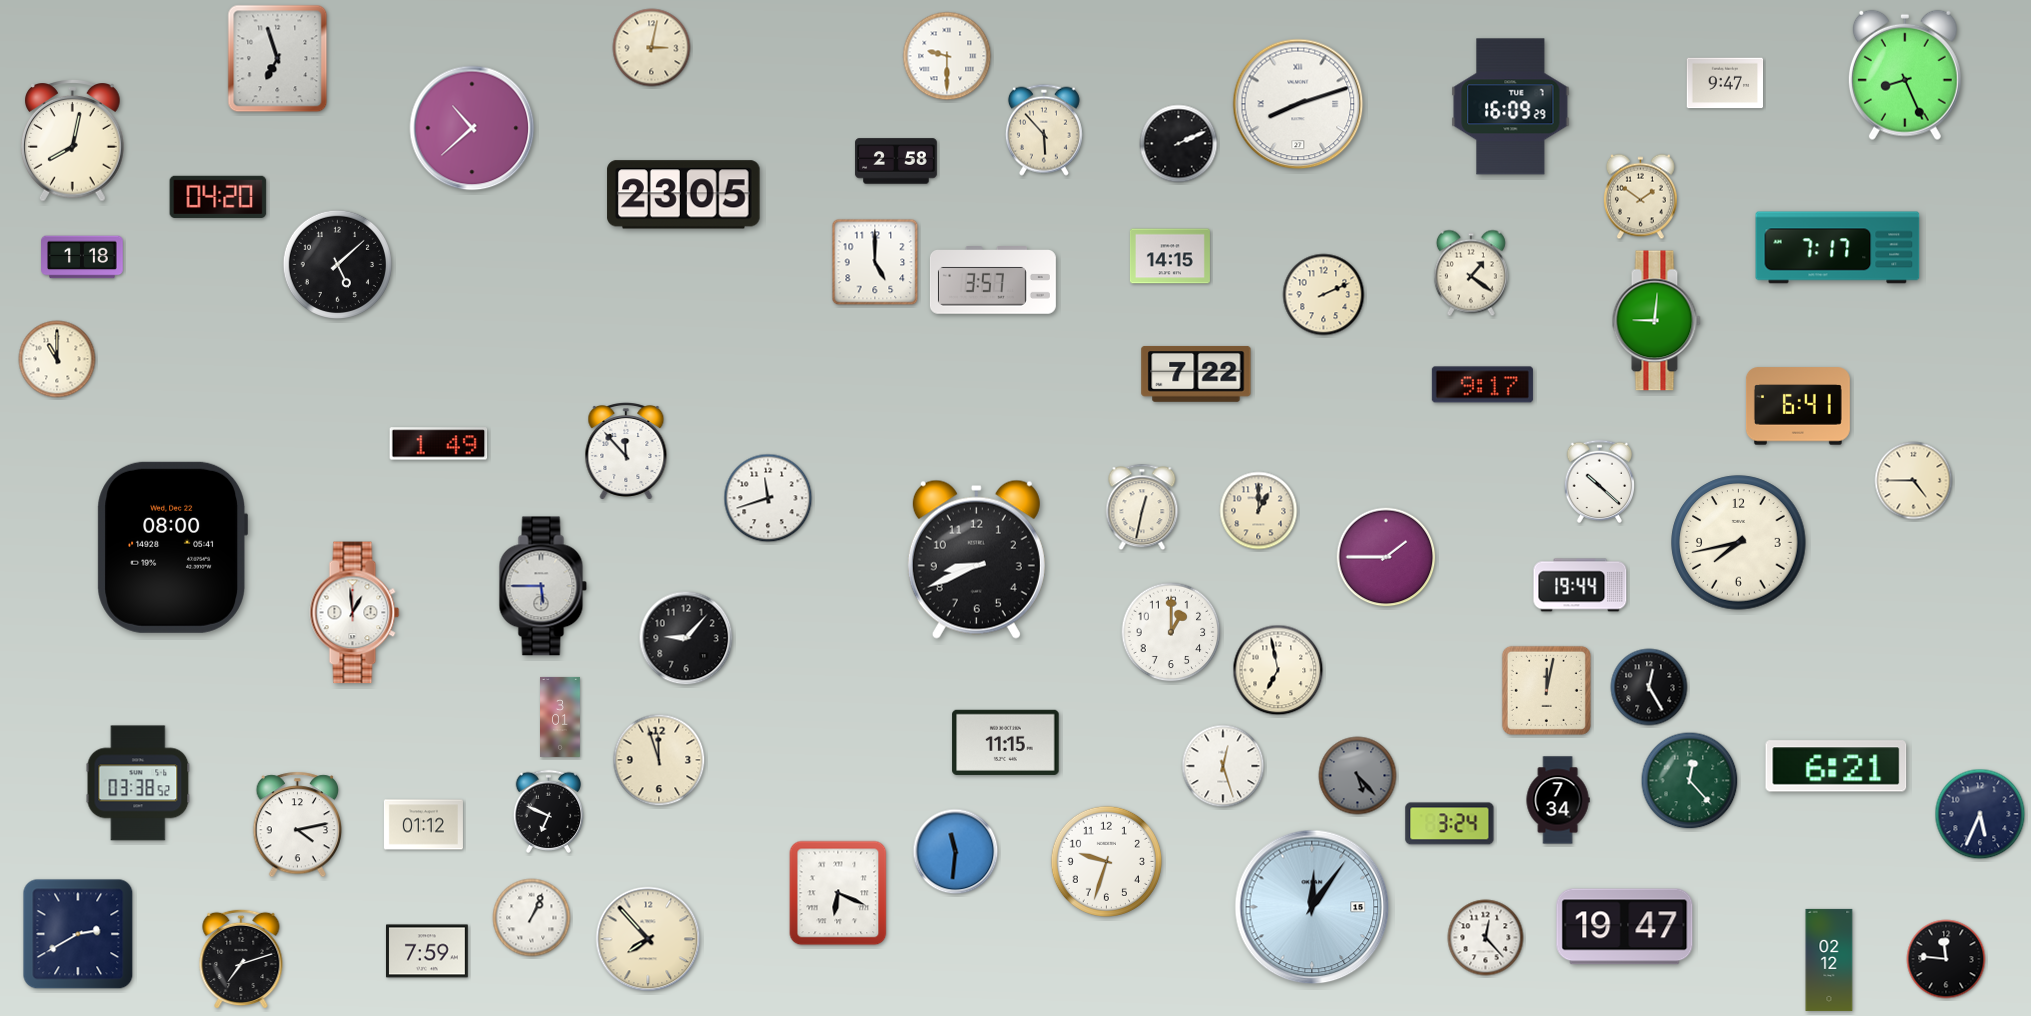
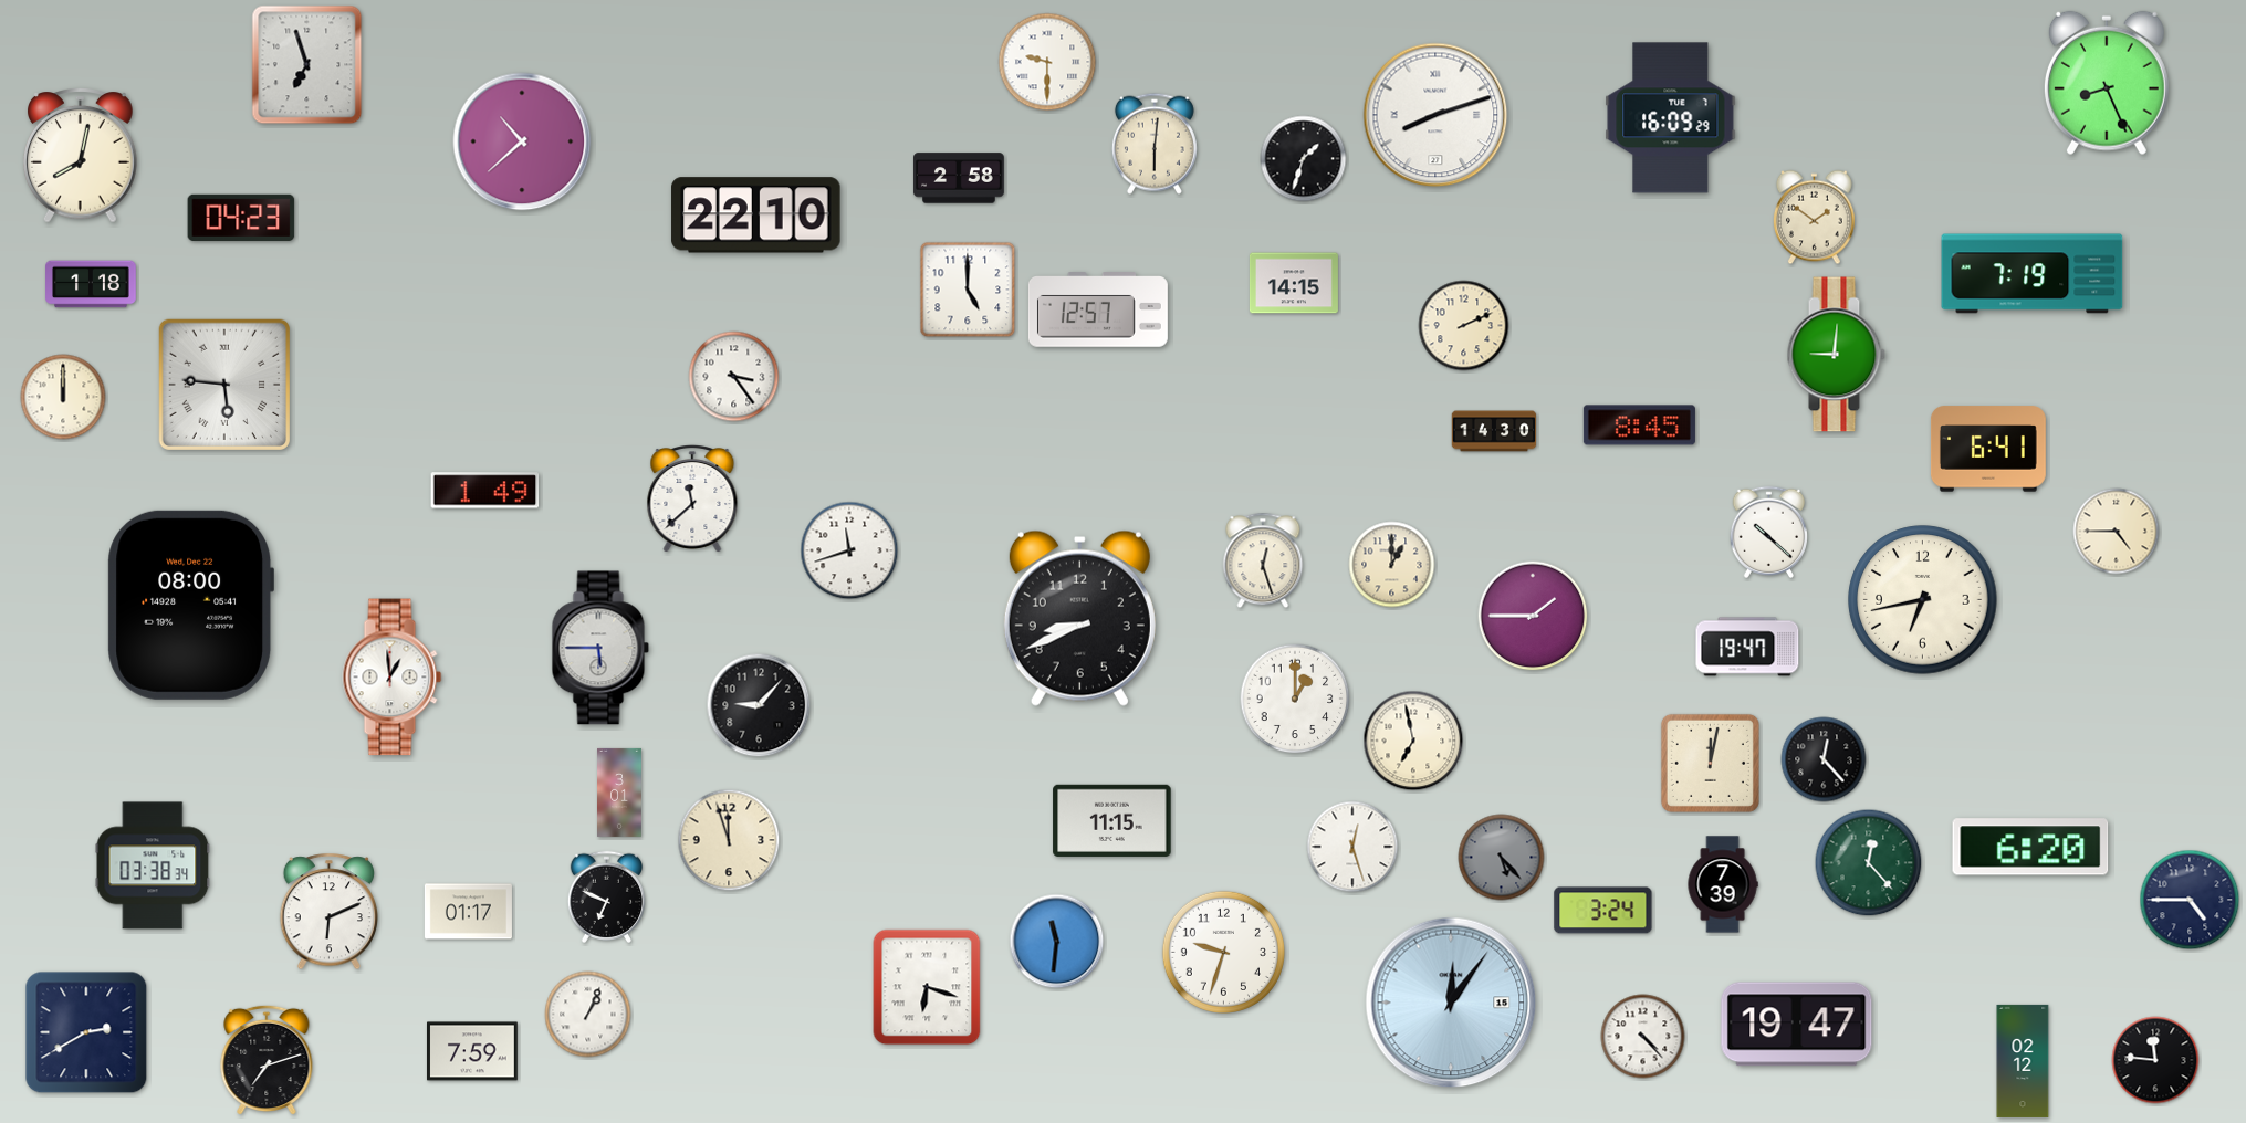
clock at (652, 48): 3:02 -> none
clock at (1725, 83): 9:47 -> none
clock at (1044, 130): 5:53 -> 6:01
clock at (1179, 144): 2:11 -> 1:33
clock at (896, 161) position: (896, 161) -> (959, 178)
clock at (684, 195): 23:05 -> 22:10
clock at (218, 197): 04:20 -> 04:23
clock at (1838, 248): 7:17 -> 7:19
clock at (337, 264): 5:08 -> none
clock at (1471, 273): 1:21 -> none
clock at (993, 281): 3:57 -> 12:57
clock at (1656, 321) position: (1656, 321) -> (1836, 355)
clock at (734, 377): none -> 3:24
clock at (224, 385): none -> 5:46
clock at (57, 359): 11:00 -> 12:00
clock at (1196, 374): 7:22 -> none
clock at (1482, 385): 9:17 -> 8:45
clock at (1494, 431): none -> 14:30
clock at (626, 452): 11:53 -> 11:38
clock at (1142, 507): 12:32 -> 12:27
clock at (1739, 543): 7:43 -> 6:43
clock at (1580, 585): 19:44 -> 19:47
clock at (1649, 687): 12:25 -> 12:23
clock at (1836, 766): 6:21 -> 6:20
clock at (138, 783): 03:38:52 -> 03:38:34
clock at (1558, 800): 7:34 -> 7:39
clock at (1980, 814): 5:34 -> 4:45
clock at (298, 825): 4:13 -> 6:11
clock at (423, 825): 01:12 -> 01:17
clock at (838, 893): 6:19 -> 6:18
clock at (1486, 938): 12:23 -> 4:23
clock at (648, 939): 7:53 -> none
clock at (1946, 959) position: (1946, 959) -> (2155, 1060)
